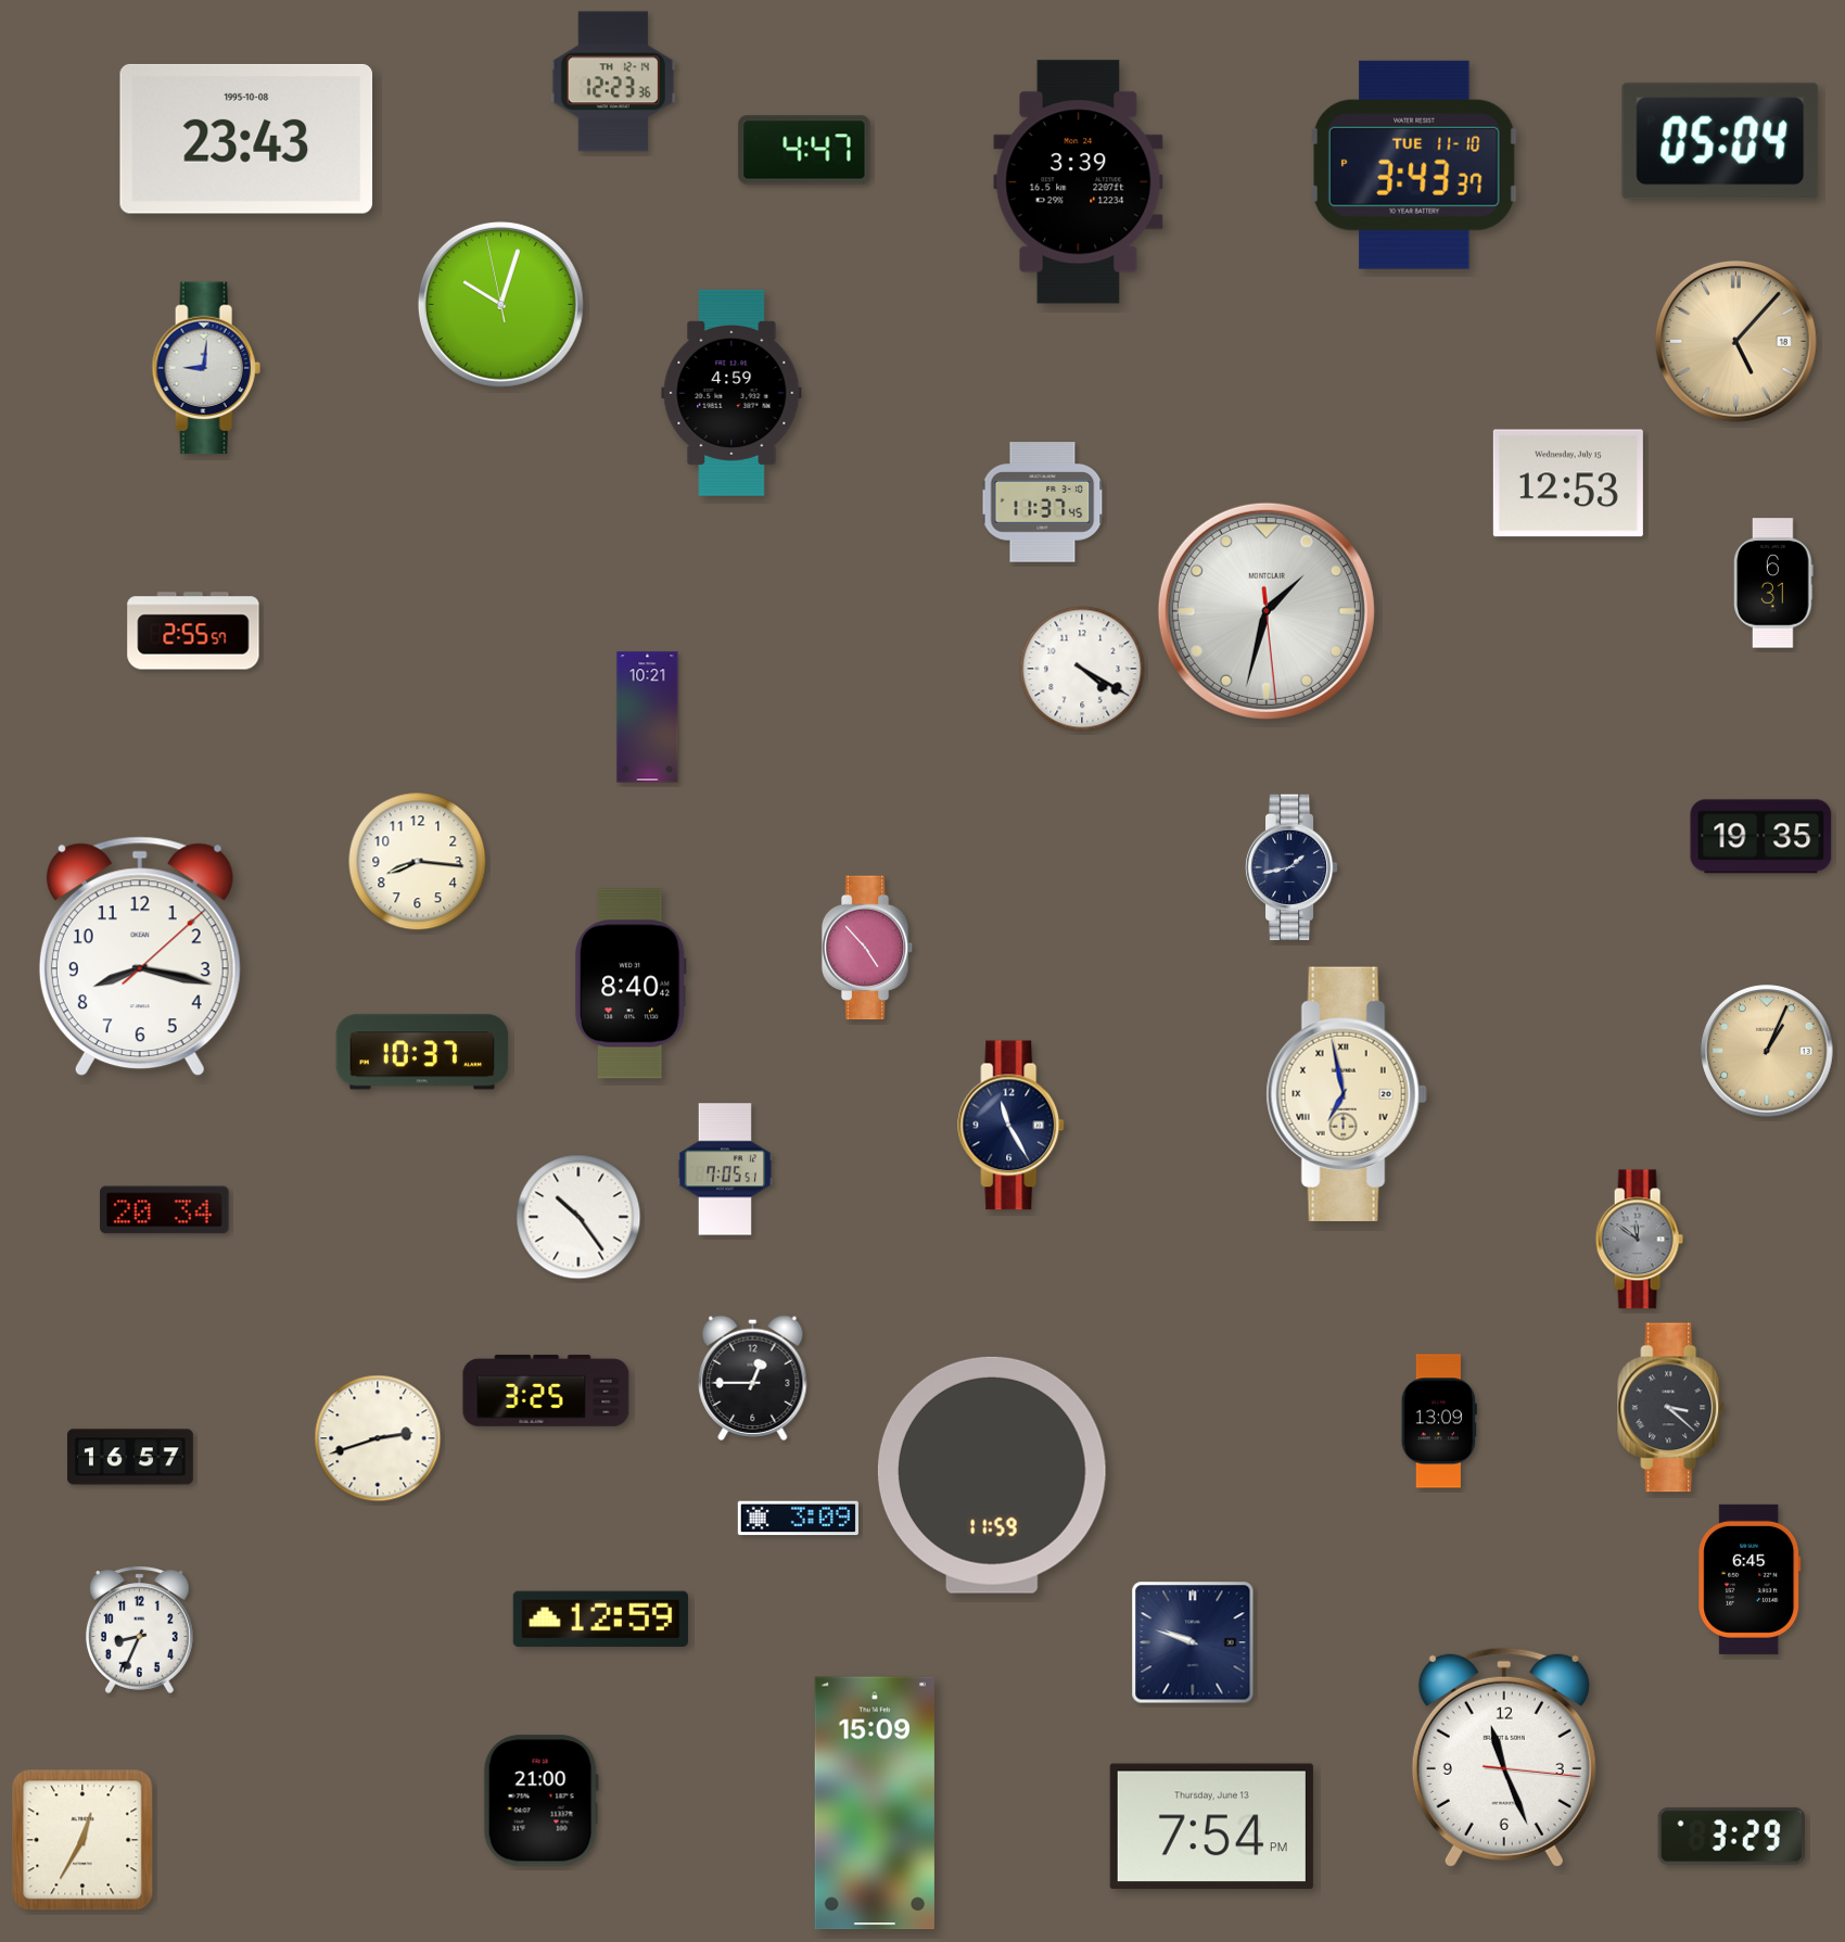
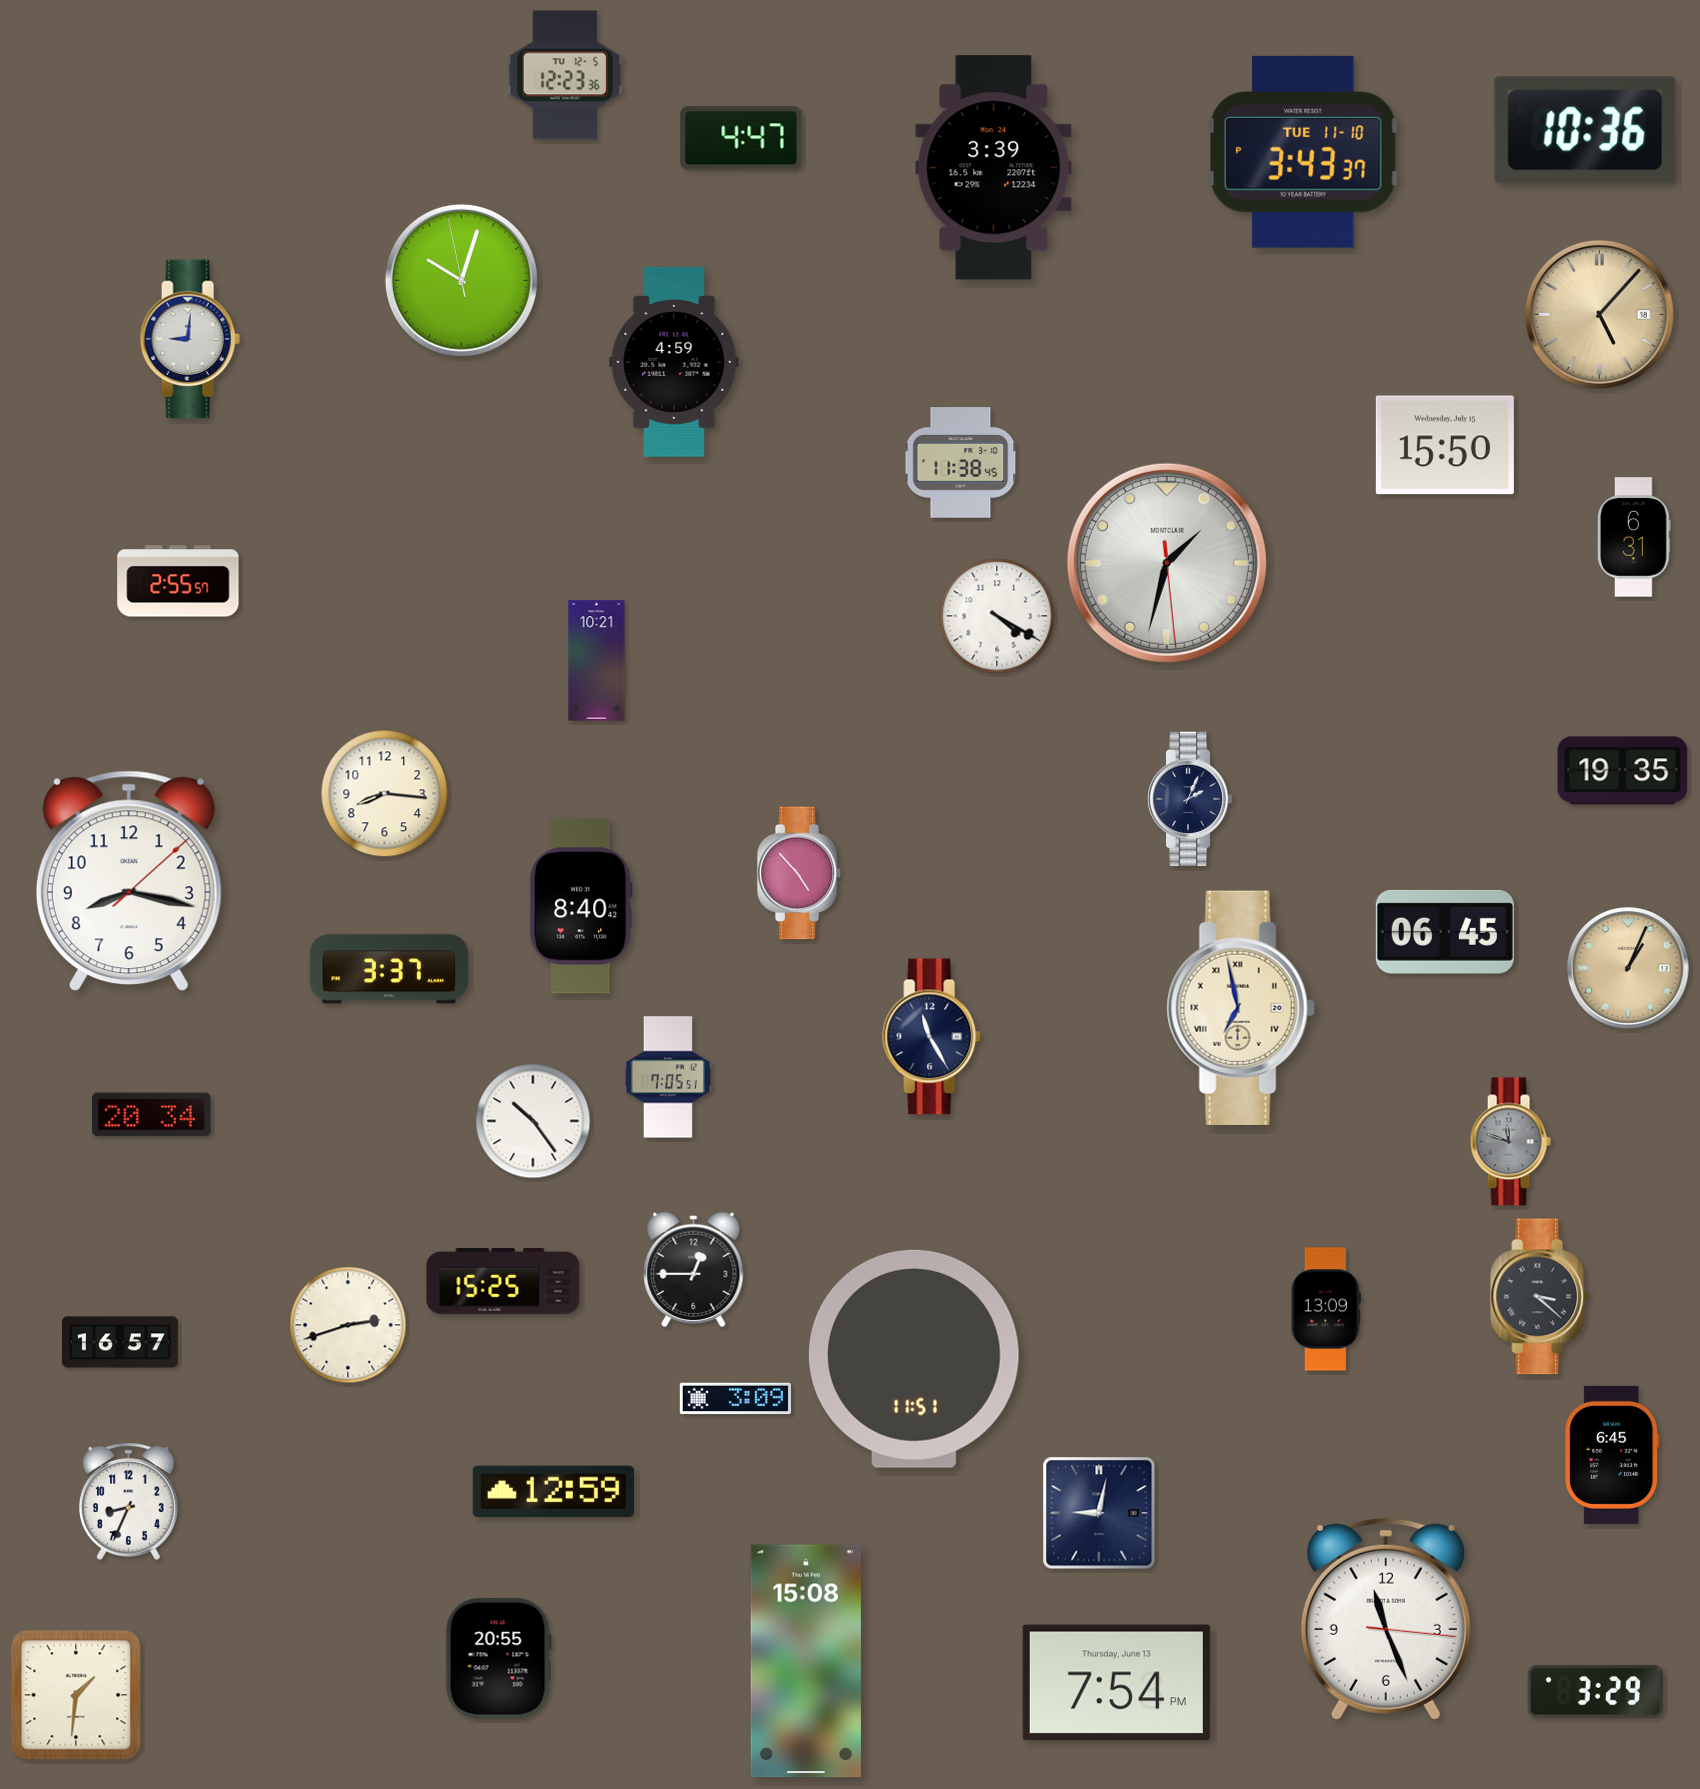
clock at (613, 81) date: TH 12-14 -> TU 12-5
clock at (246, 139): 23:43 -> none
clock at (1720, 141): 05:04 -> 10:36
clock at (1568, 483): 12:53 -> 15:50
clock at (1043, 503): 11:37 -> 11:38
clock at (1291, 867): 1:43 -> 2:04
clock at (1445, 932): none -> 06:45
clock at (422, 1052): 10:37 -> 3:37
clock at (1639, 1240): 11:51 -> 11:48
clock at (546, 1391): 3:25 -> 15:25
clock at (992, 1475): 11:59 -> 11:51
clock at (1193, 1642): 9:48 -> 9:02
clock at (540, 1801): 21:00 -> 20:55
clock at (875, 1803): 15:09 -> 15:08
clock at (82, 1840): 12:35 -> 1:31
